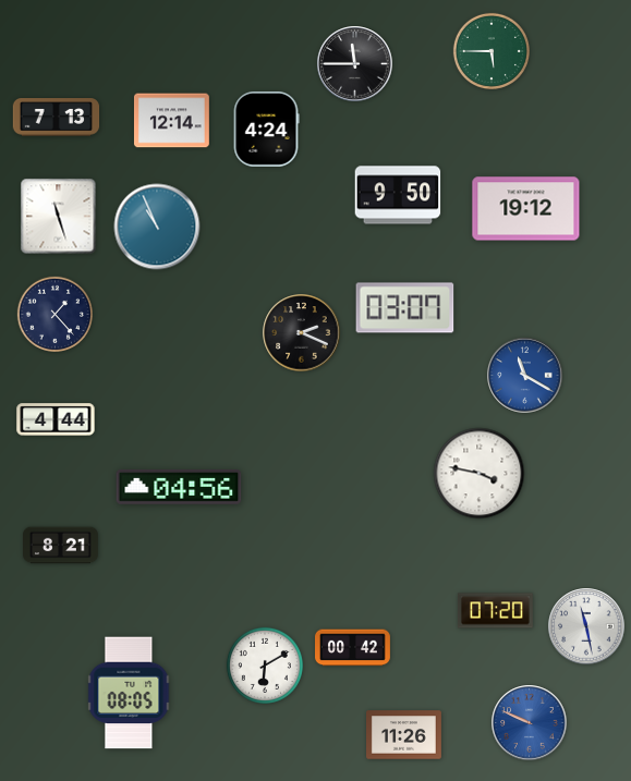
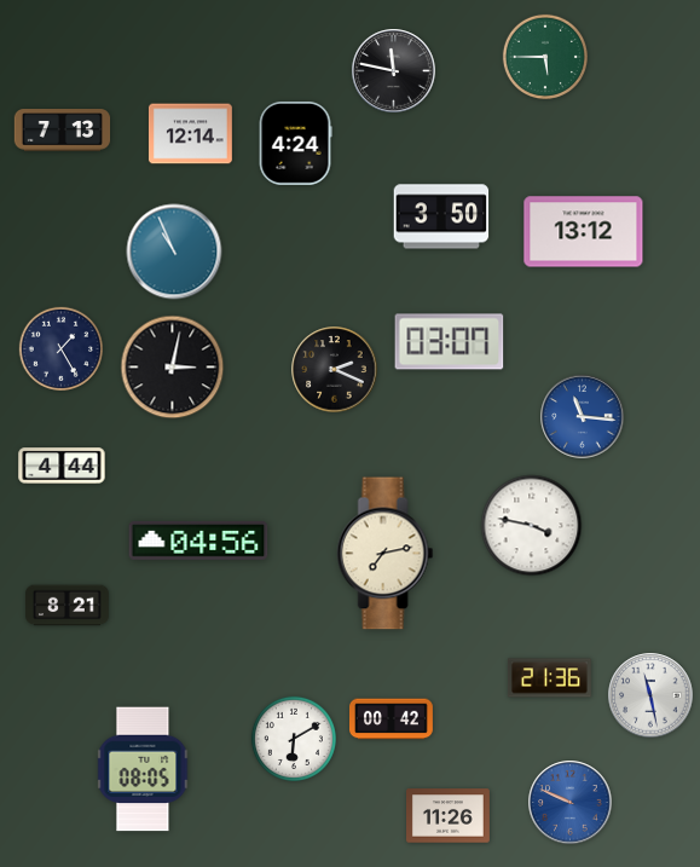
clock at (355, 64): 11:45 -> 11:47
clock at (398, 195): 9:50 -> 3:50
clock at (526, 209): 19:12 -> 13:12
clock at (59, 217): 11:27 -> none
clock at (54, 314): 1:23 -> 1:25
clock at (173, 368): none -> 3:02
clock at (525, 376): 11:20 -> 11:16
clock at (386, 554): none -> 7:13
clock at (496, 611): 07:20 -> 21:36
clock at (530, 723) position: (530, 723) -> (571, 803)
